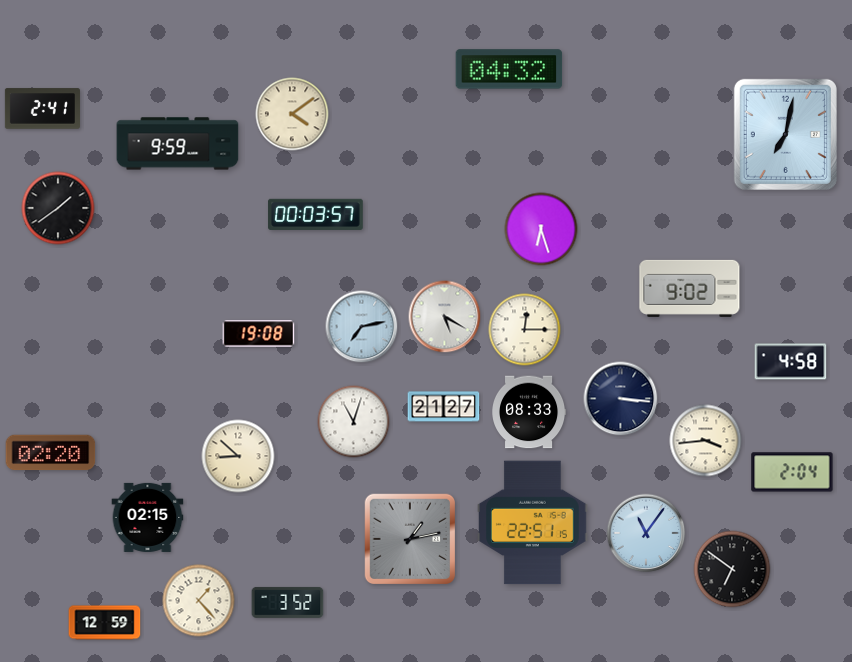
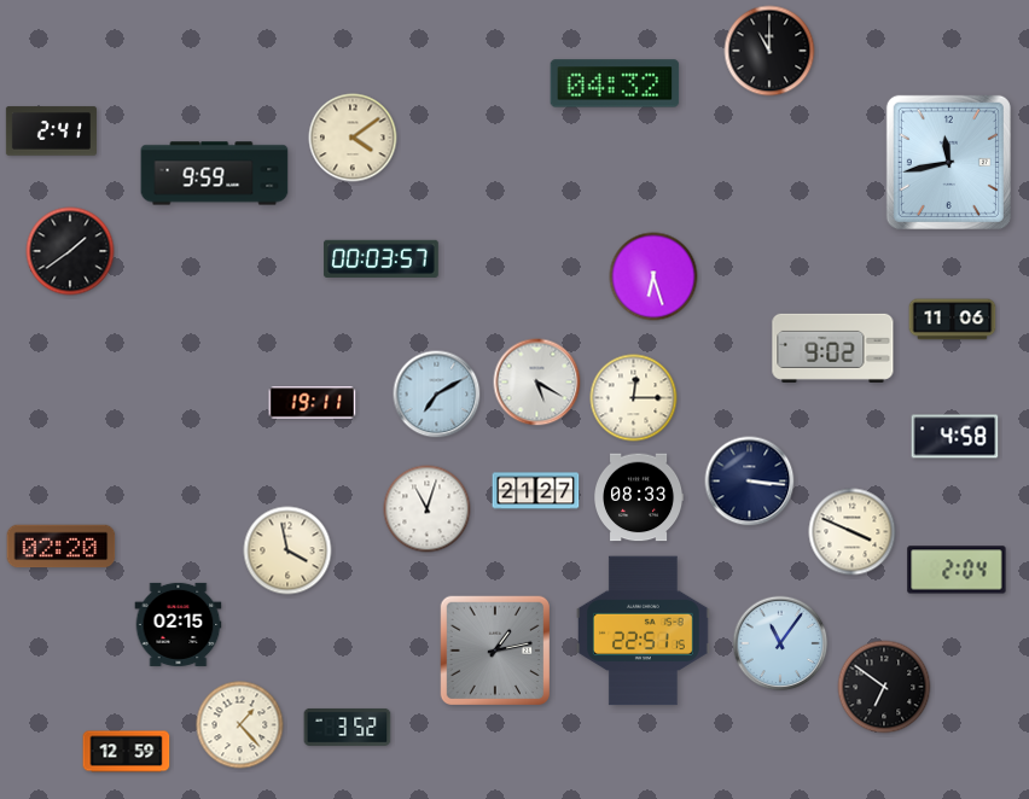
clock at (769, 51): none -> 11:00
clock at (785, 134): 7:02 -> 11:43
clock at (953, 320): none -> 11:06
clock at (362, 327): 7:13 -> 7:10
clock at (259, 334): 19:08 -> 19:11
clock at (706, 441): 3:44 -> 3:49
clock at (238, 456): 8:52 -> 3:58
